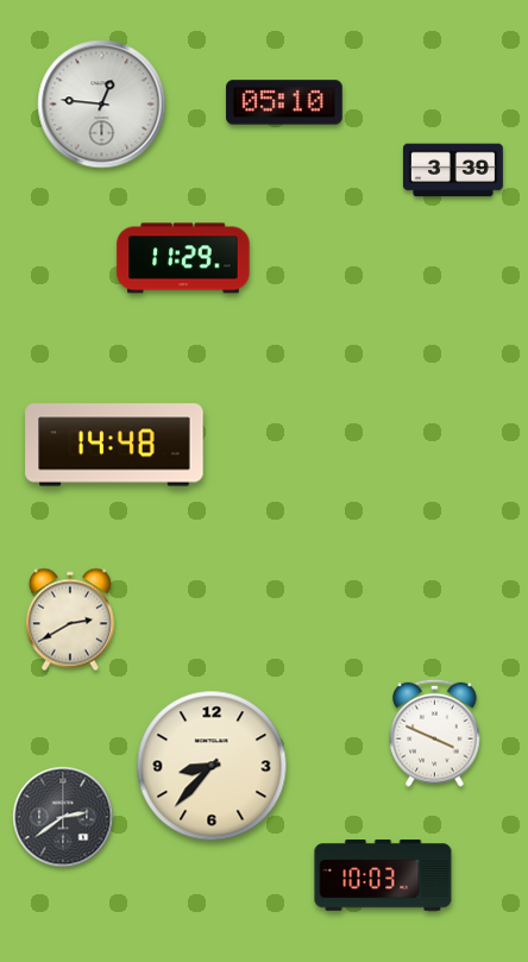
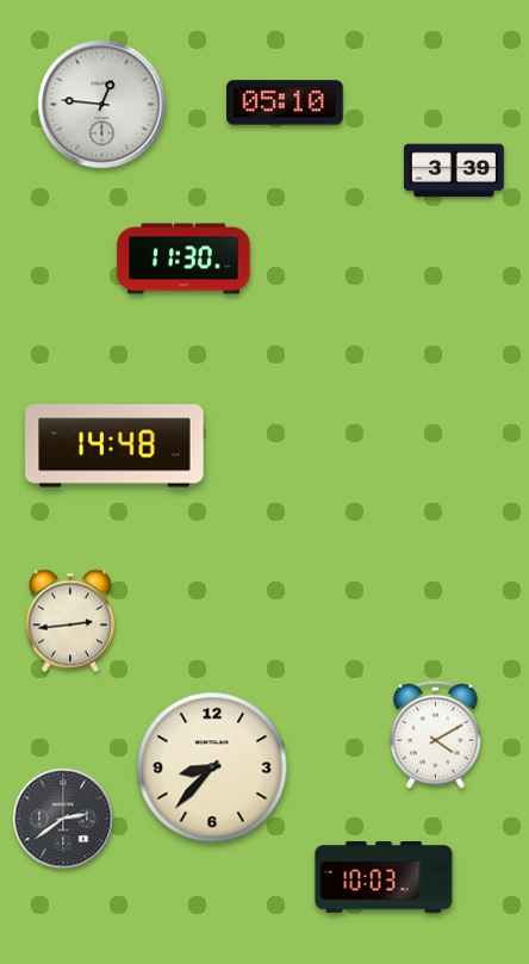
clock at (183, 258): 11:29 -> 11:30
clock at (70, 620): 2:40 -> 2:44
clock at (435, 732): 3:49 -> 4:10
